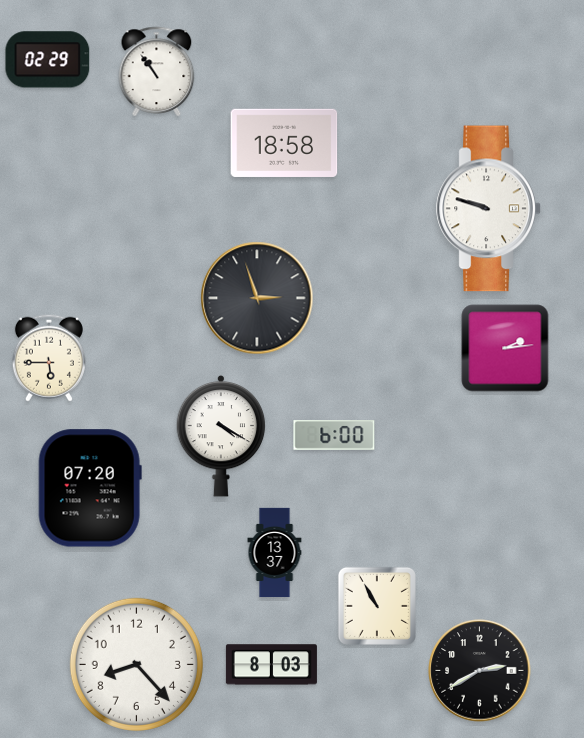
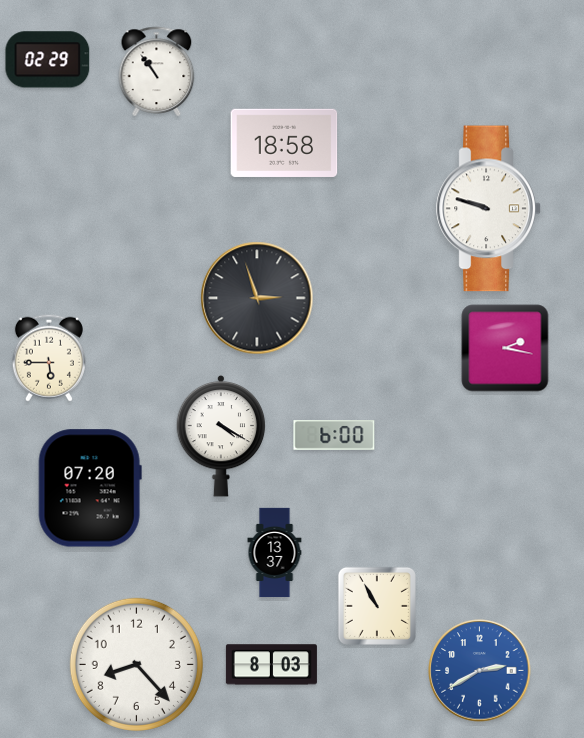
clock at (505, 348): 2:14 -> 2:17
clock at (480, 671) dial: black -> blue
